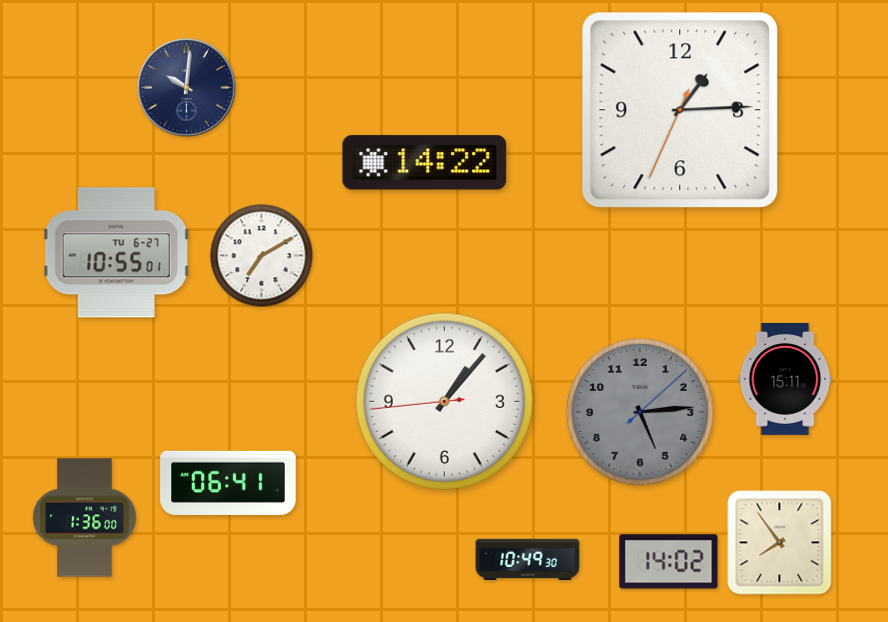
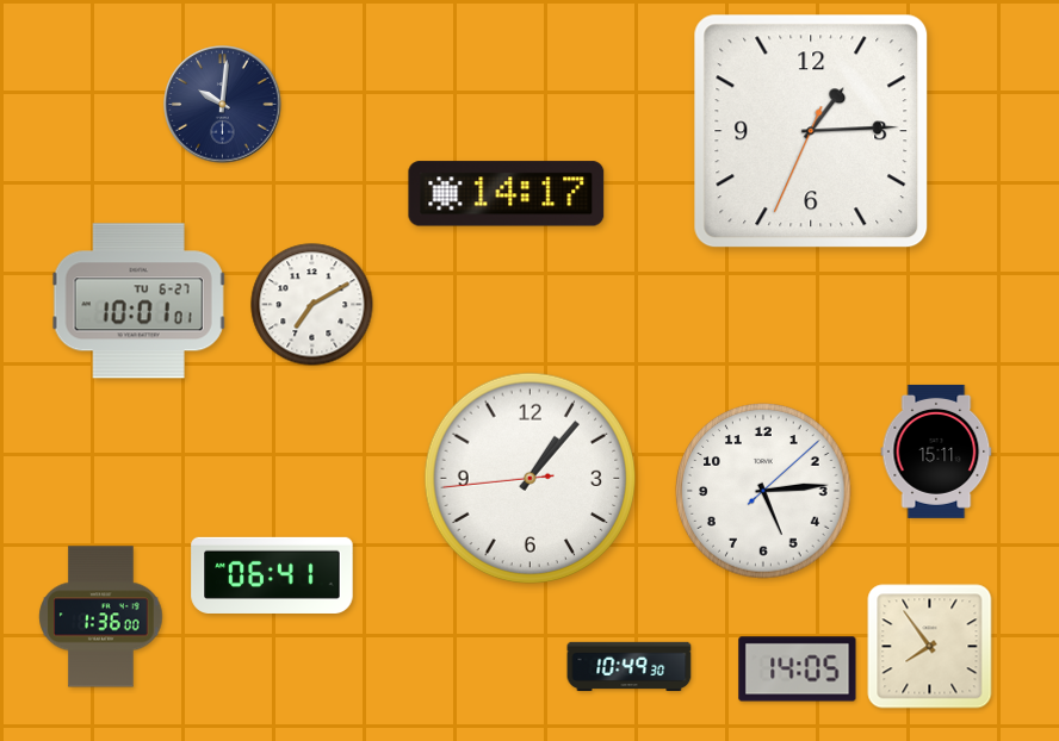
clock at (425, 163): 14:22 -> 14:17
clock at (117, 253): 10:55 -> 10:01
clock at (640, 412) dial: grey -> white
clock at (669, 562): 14:02 -> 14:05
